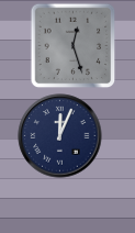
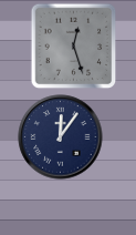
clock at (60, 136): 12:04 -> 12:06
